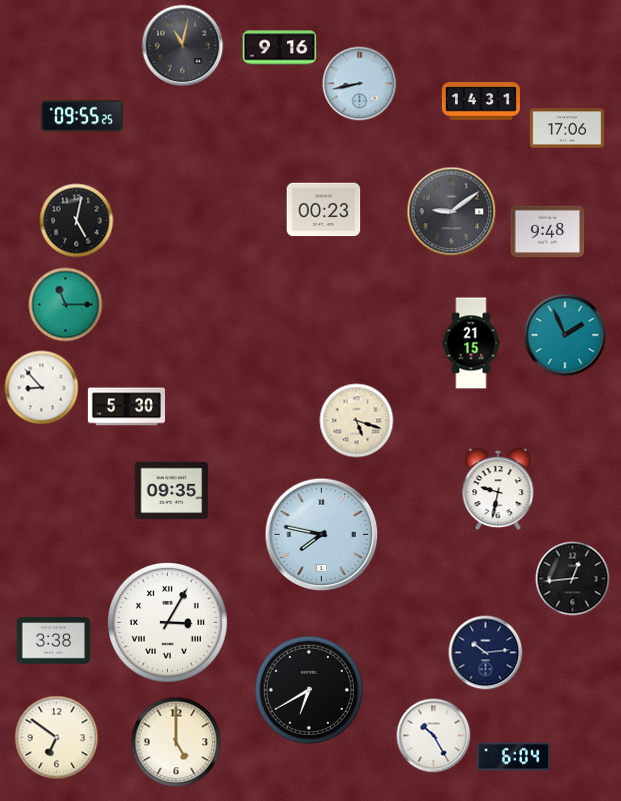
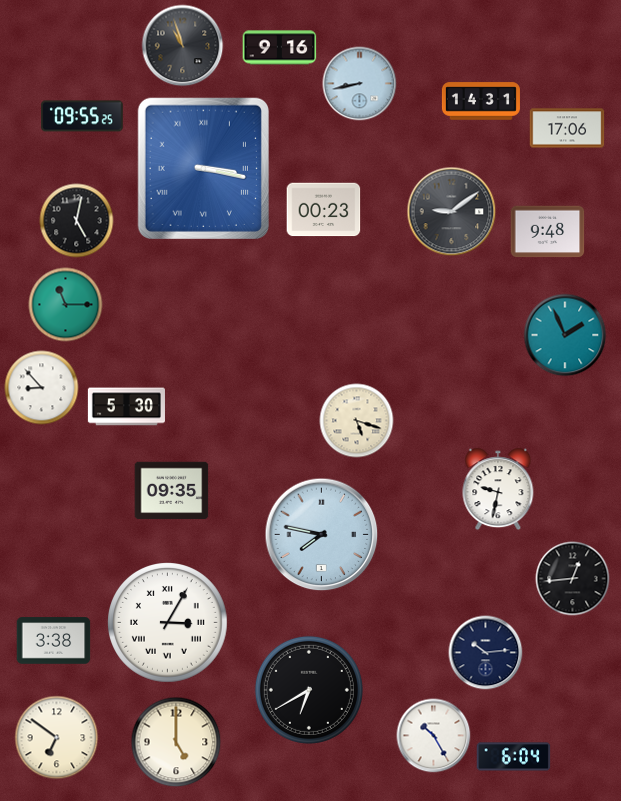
clock at (183, 46): 11:02 -> 10:57
clock at (203, 168): none -> 3:17
clock at (471, 343): 21:15 -> none
